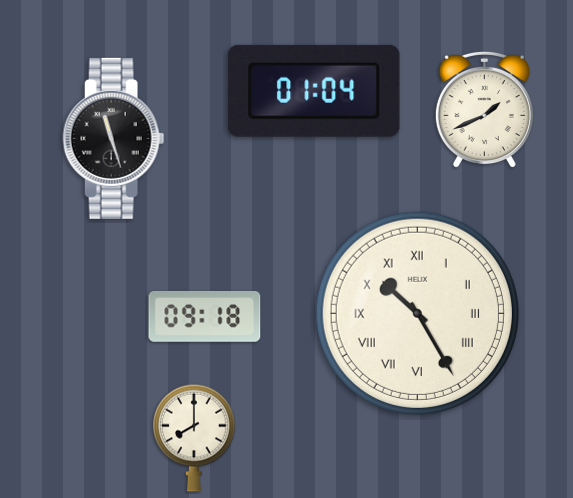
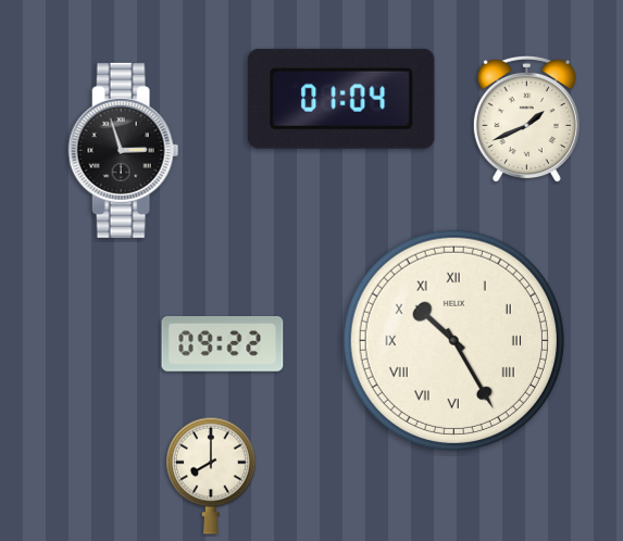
clock at (114, 138): 11:27 -> 2:57
clock at (205, 317): 09:18 -> 09:22
